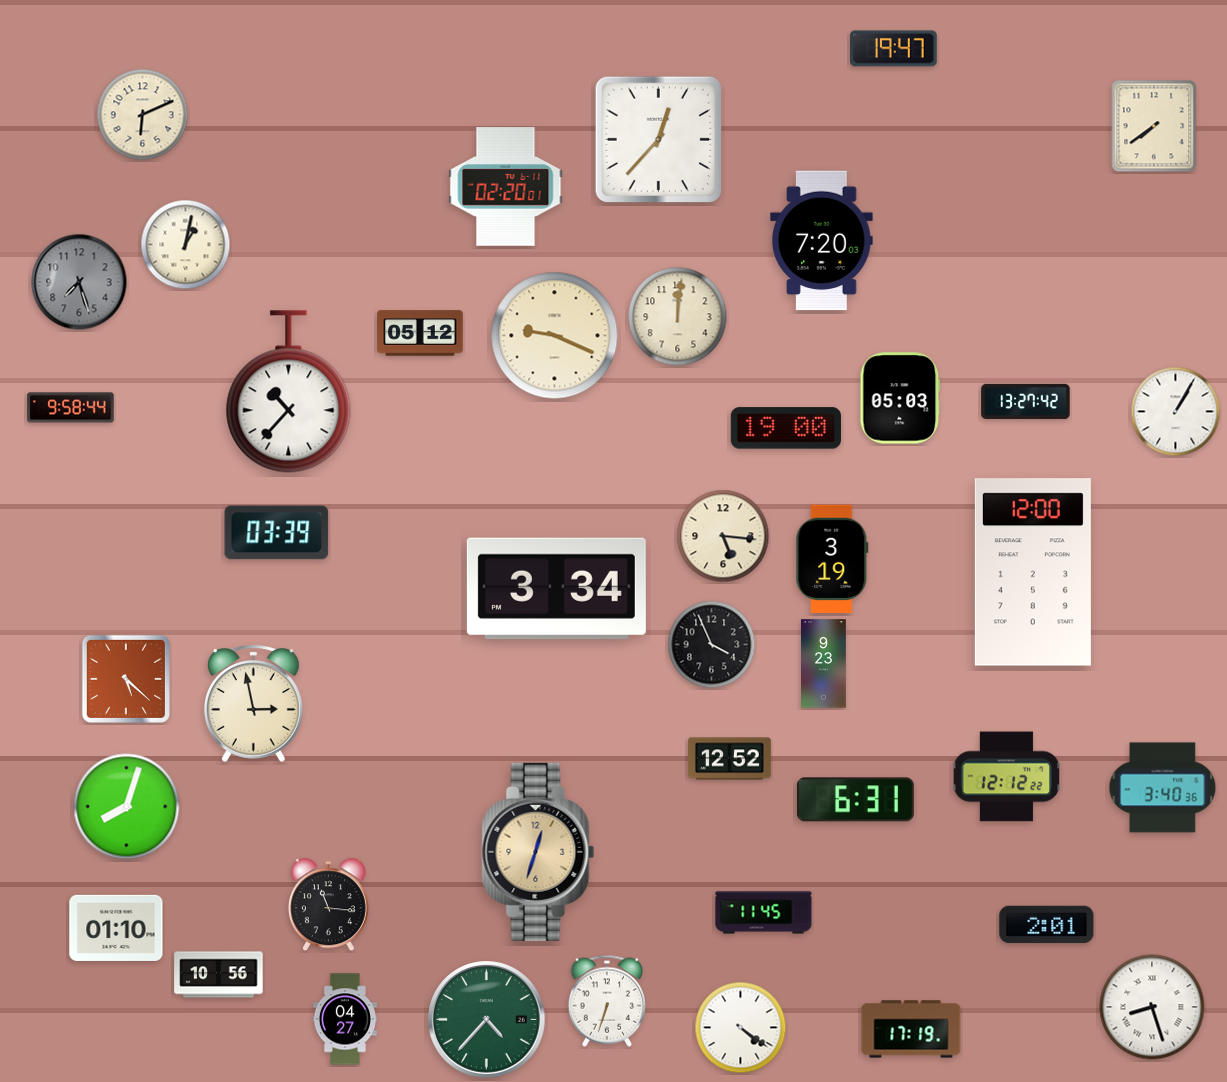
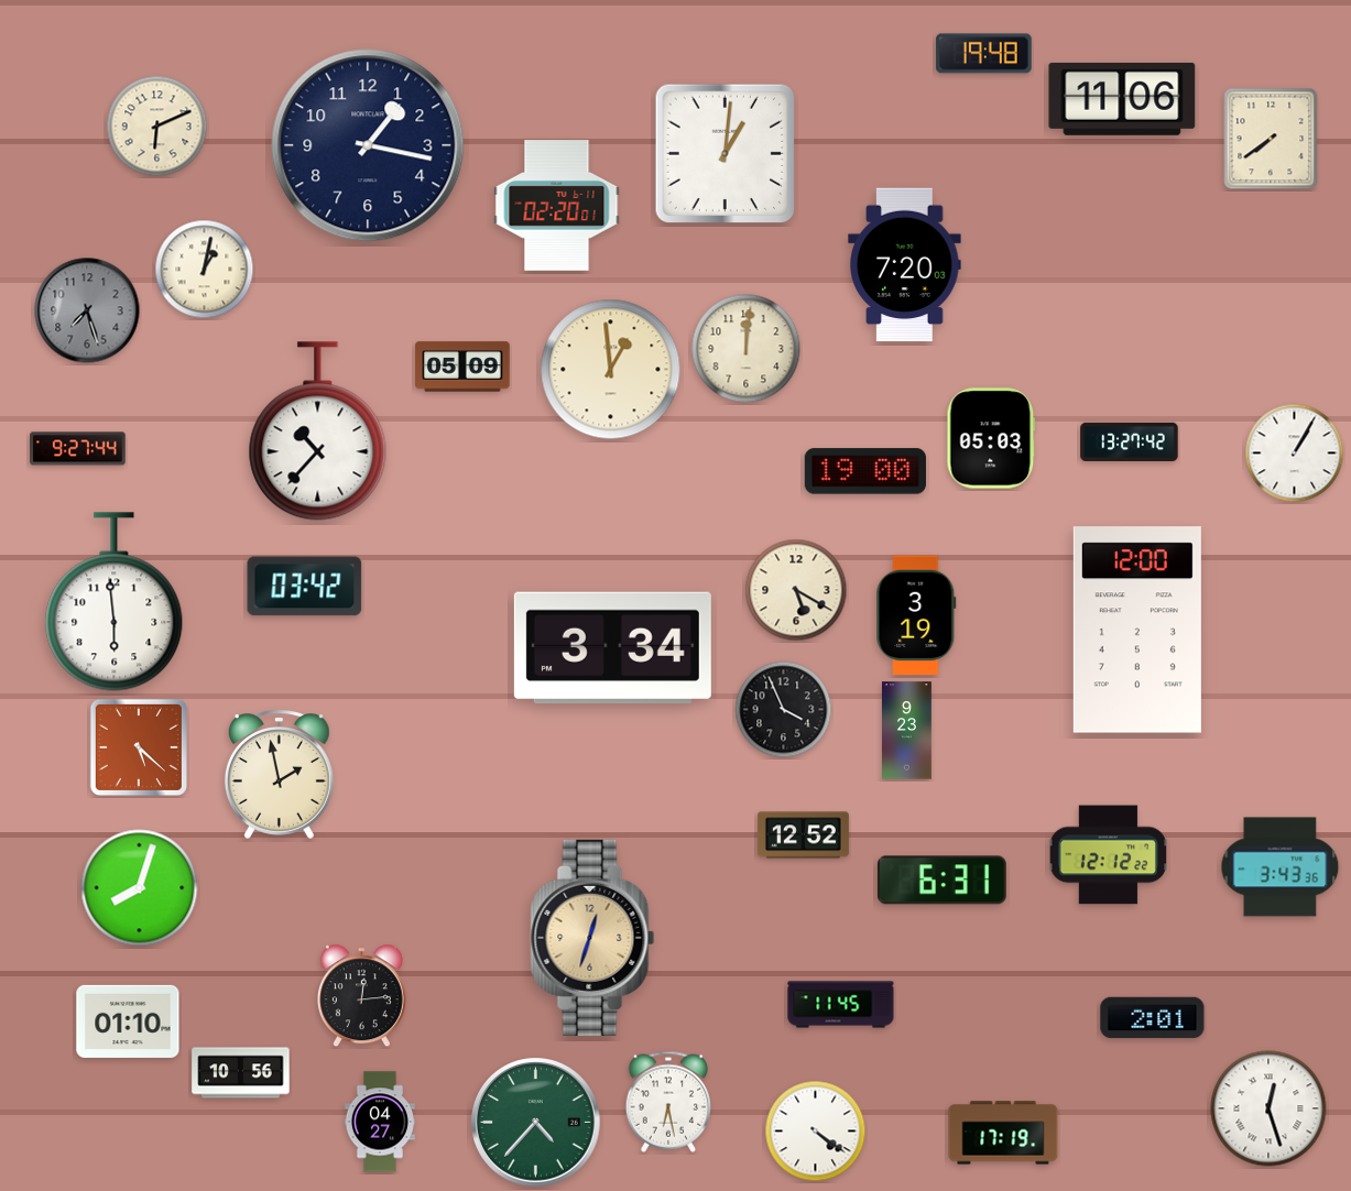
clock at (894, 49): 19:47 -> 19:48
clock at (1122, 99): none -> 11:06
clock at (368, 145): none -> 1:17
clock at (658, 139): 12:37 -> 1:01
clock at (420, 333): 05:12 -> 05:09
clock at (555, 336): 9:19 -> 12:59
clock at (71, 408): 9:58 -> 9:27
clock at (277, 533): 03:39 -> 03:42
clock at (723, 536): 5:16 -> 5:20
clock at (115, 602): none -> 5:59
clock at (253, 703): 2:58 -> 1:58
clock at (1163, 788): 3:40 -> 3:43
clock at (328, 905): 11:16 -> 12:14
clock at (606, 1001): 6:33 -> 6:28
clock at (1152, 1007): 8:27 -> 12:27
